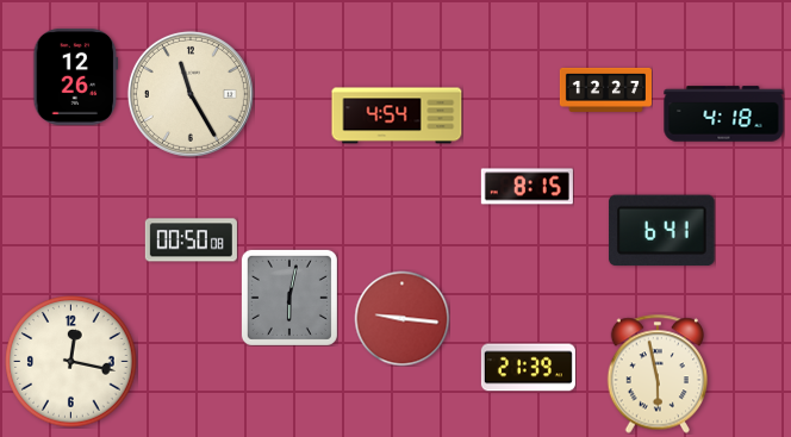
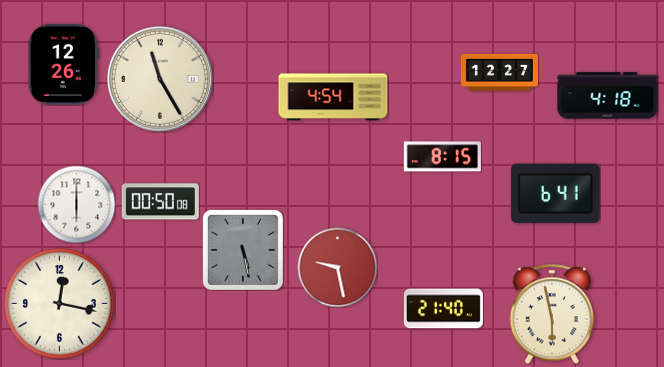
clock at (605, 89) position: (605, 89) -> (499, 72)
clock at (76, 204): none -> 6:00
clock at (289, 298): 6:02 -> 5:28
clock at (401, 318): 9:16 -> 9:28
clock at (528, 368): 21:39 -> 21:40
